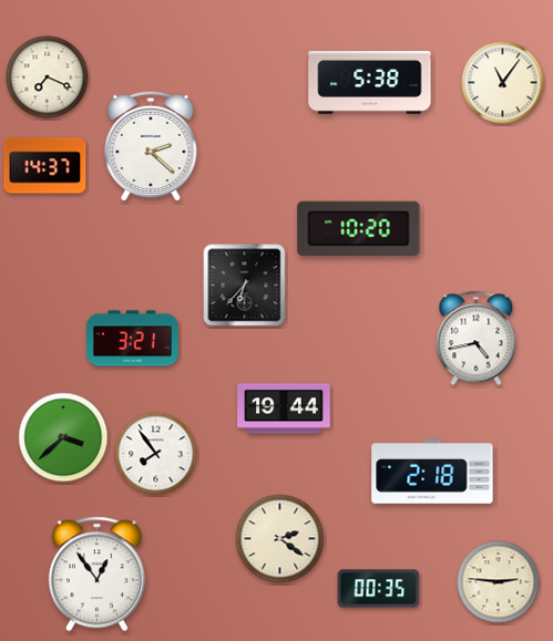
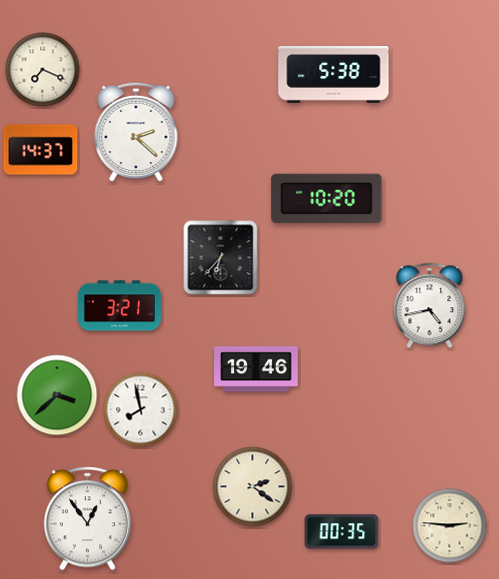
clock at (503, 83): 11:06 -> none
clock at (359, 228) position: (359, 228) -> (327, 198)
clock at (284, 409): 19:44 -> 19:46
clock at (156, 454): 7:54 -> 7:58
clock at (432, 472): 2:18 -> none
